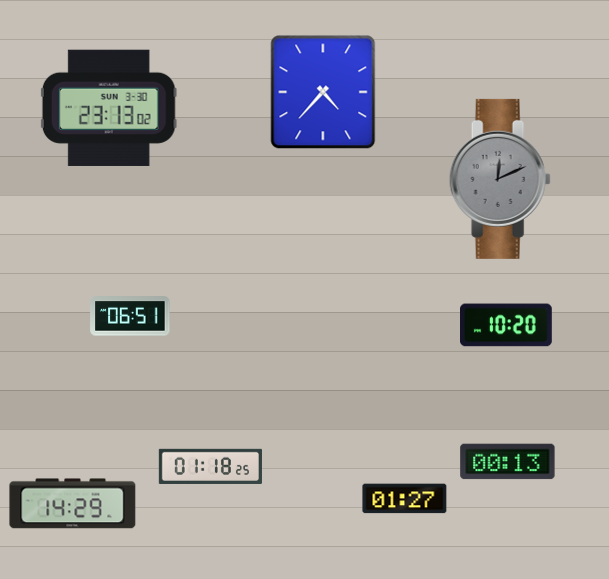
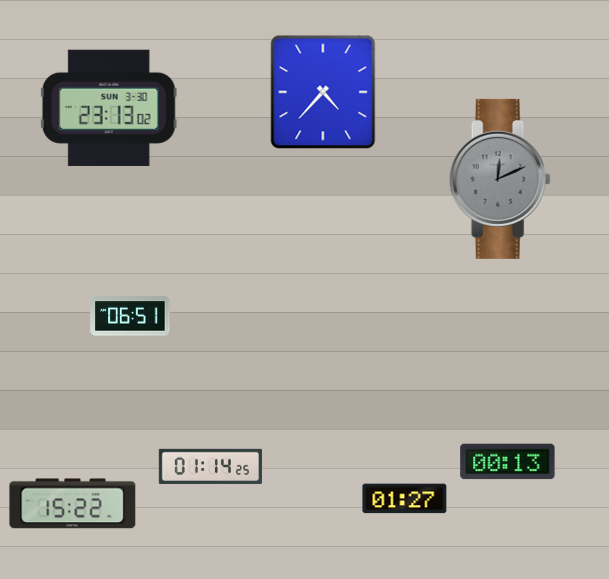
clock at (507, 325): 10:20 -> none
clock at (210, 466): 01:18 -> 01:14
clock at (73, 504): 14:29 -> 15:22
